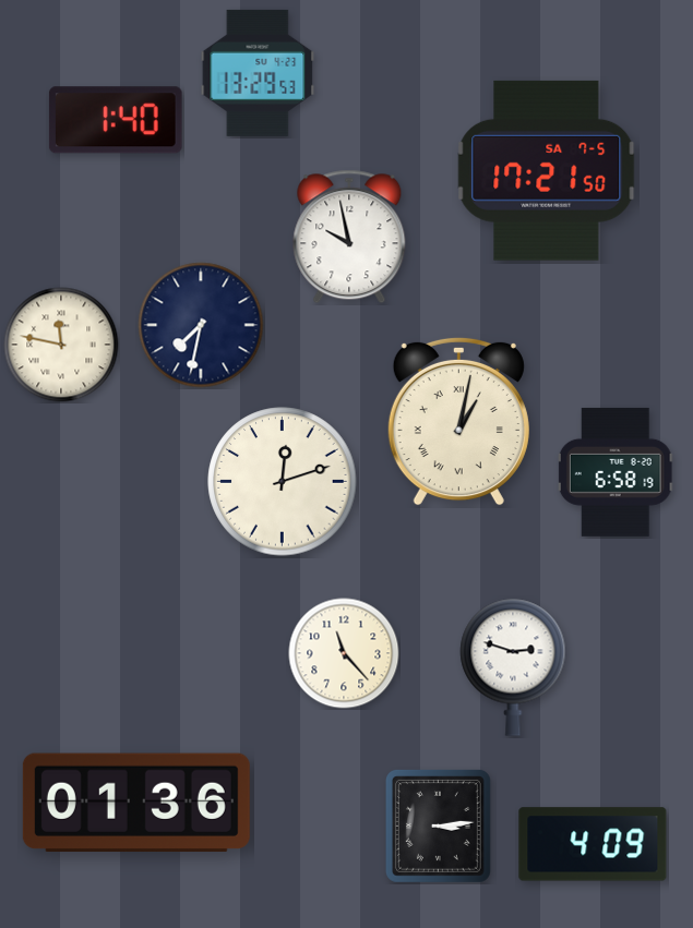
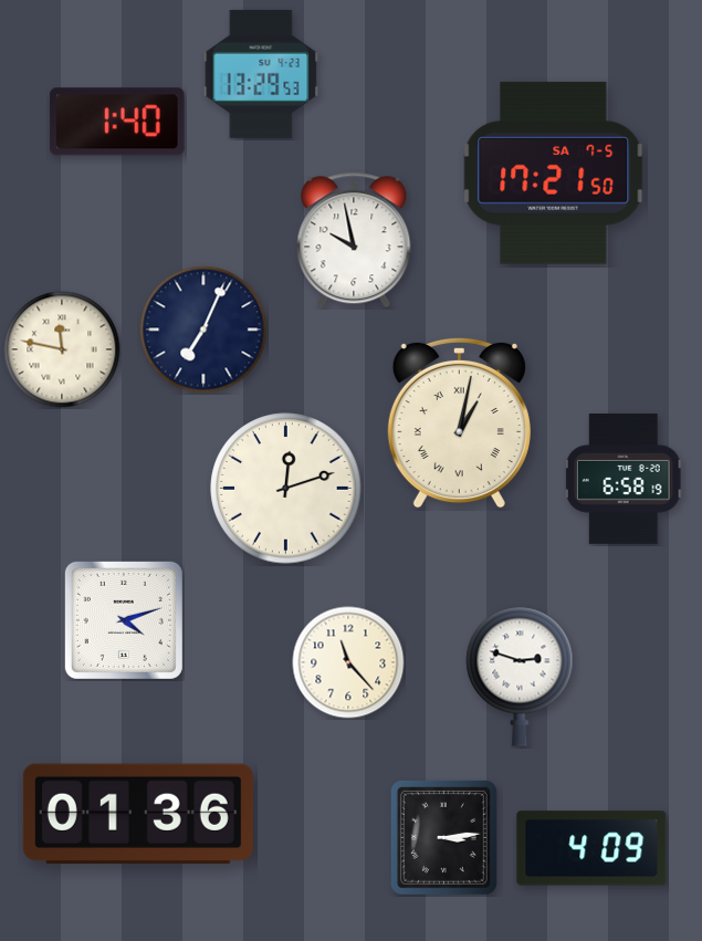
clock at (201, 325): 7:32 -> 7:04
clock at (458, 421) position: (458, 421) -> (459, 422)
clock at (124, 620): none -> 4:12
clock at (593, 844) position: (593, 844) -> (591, 848)
